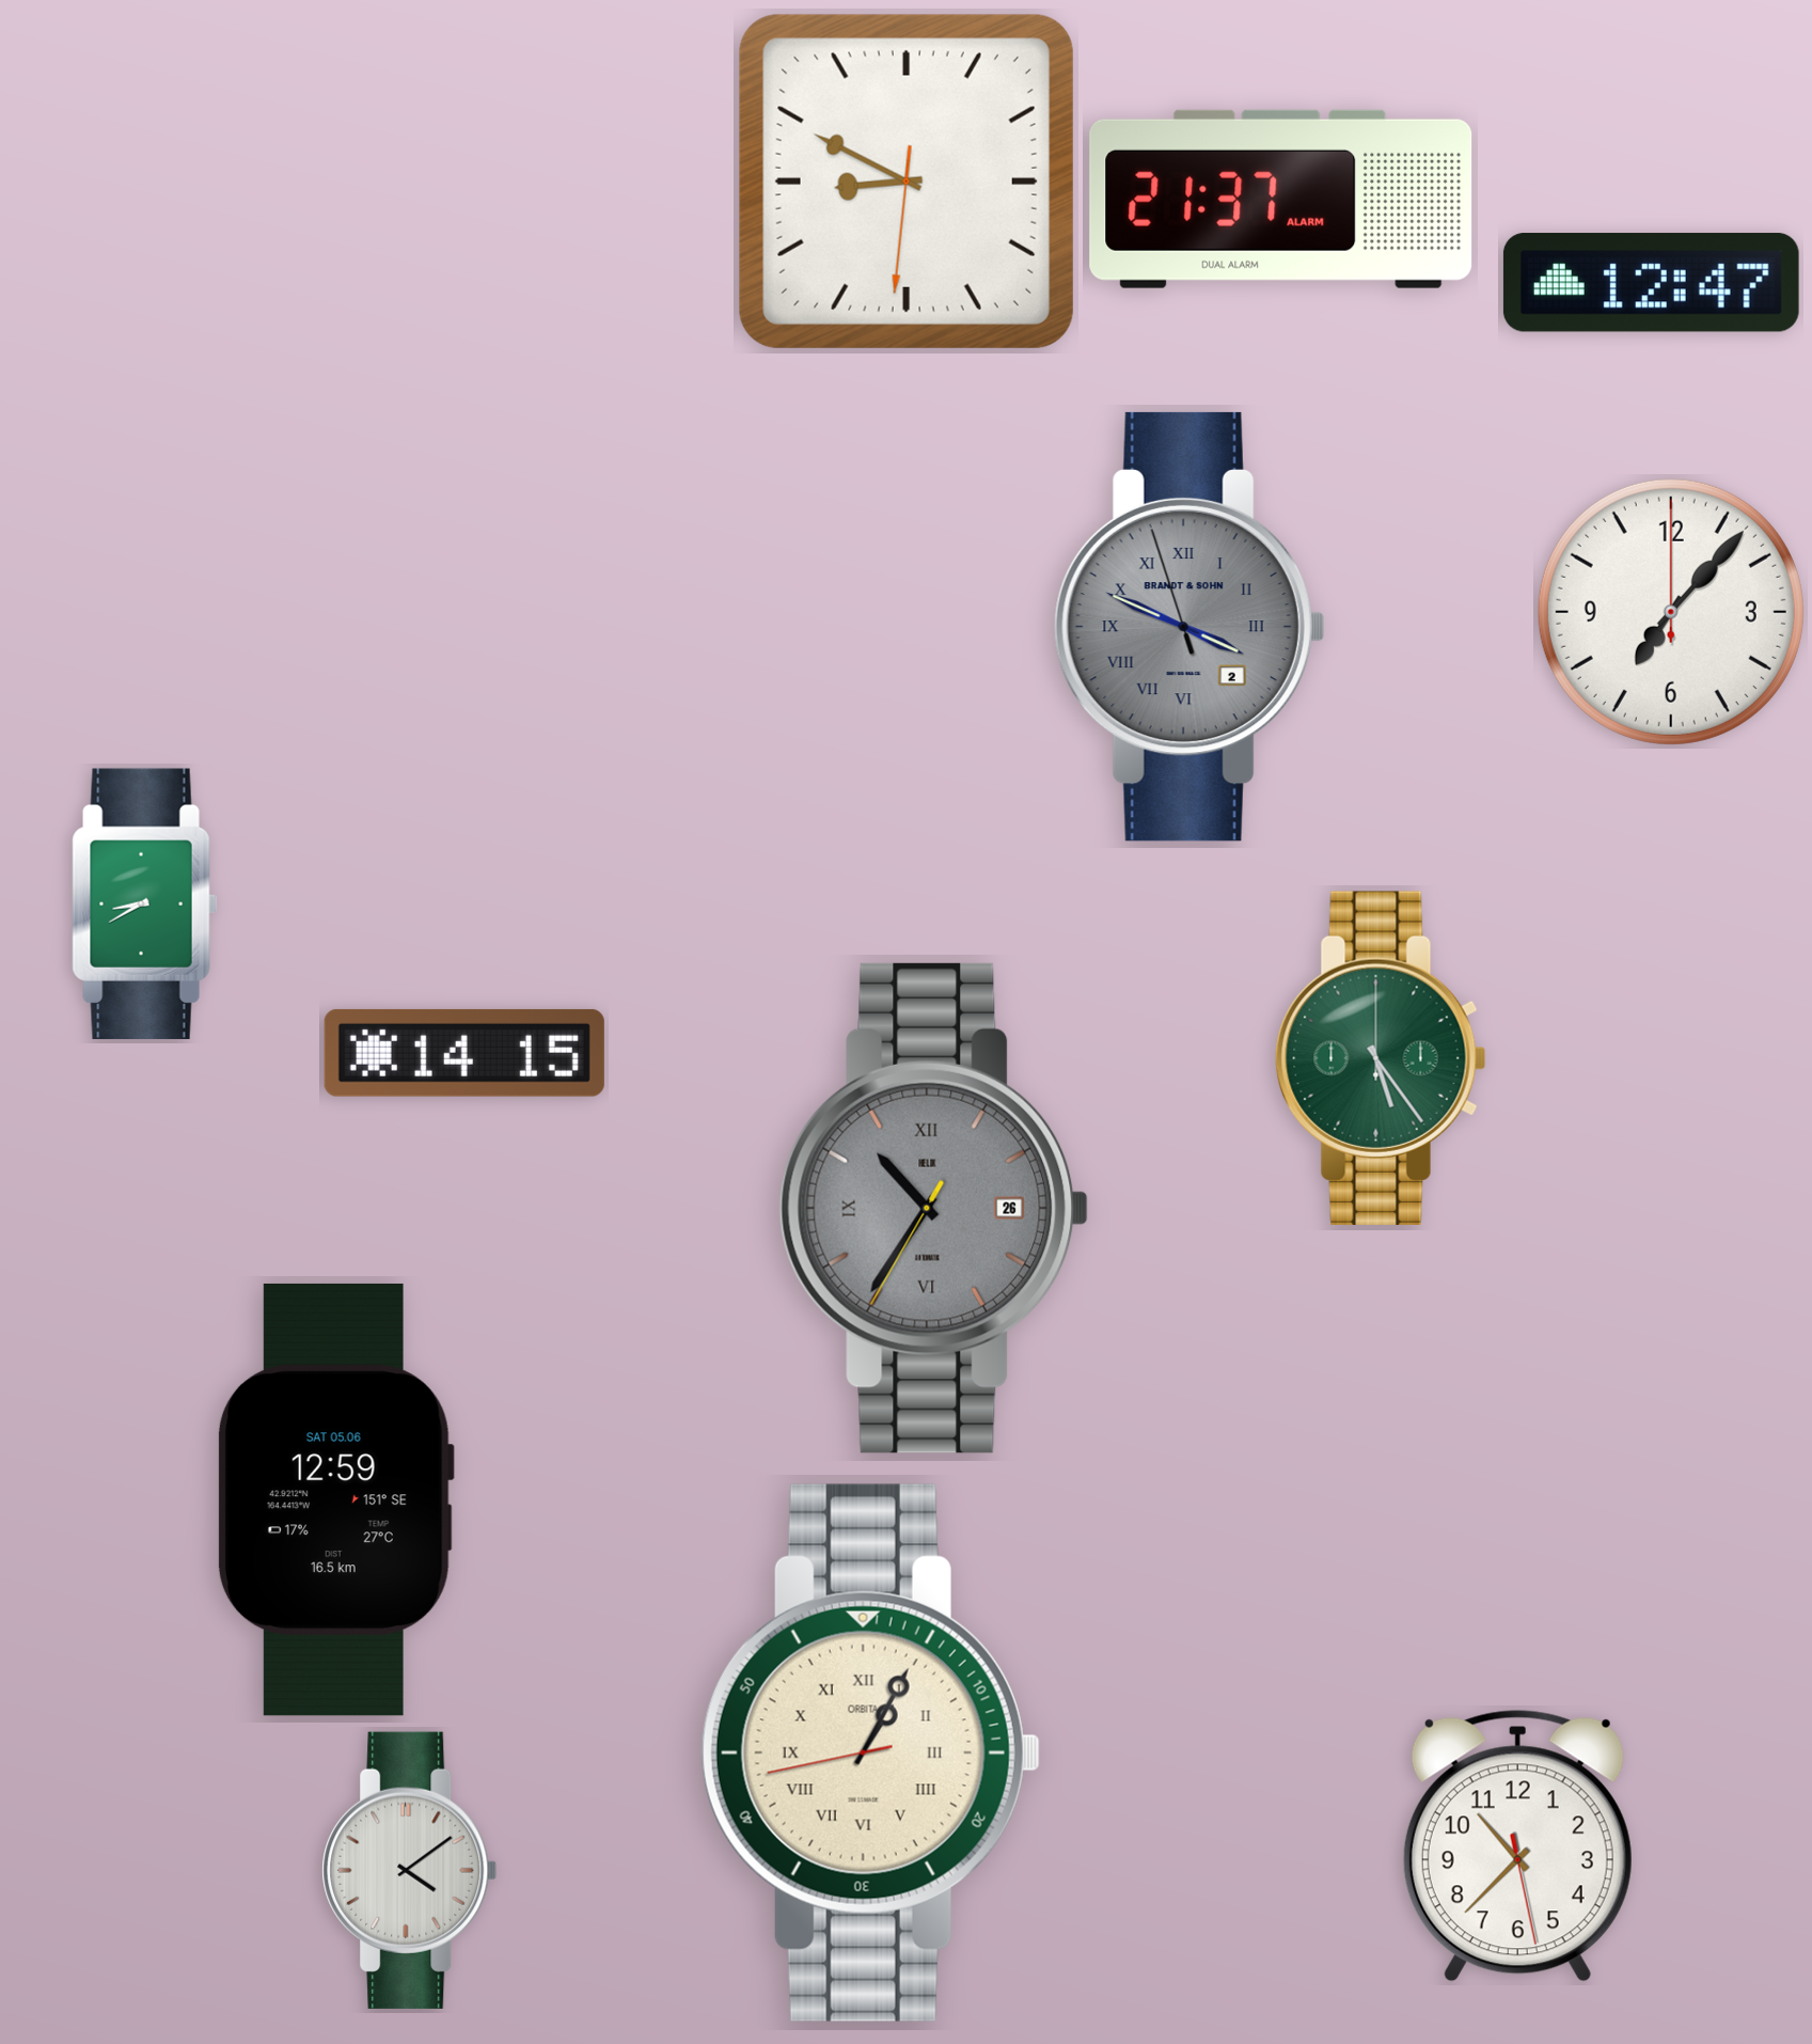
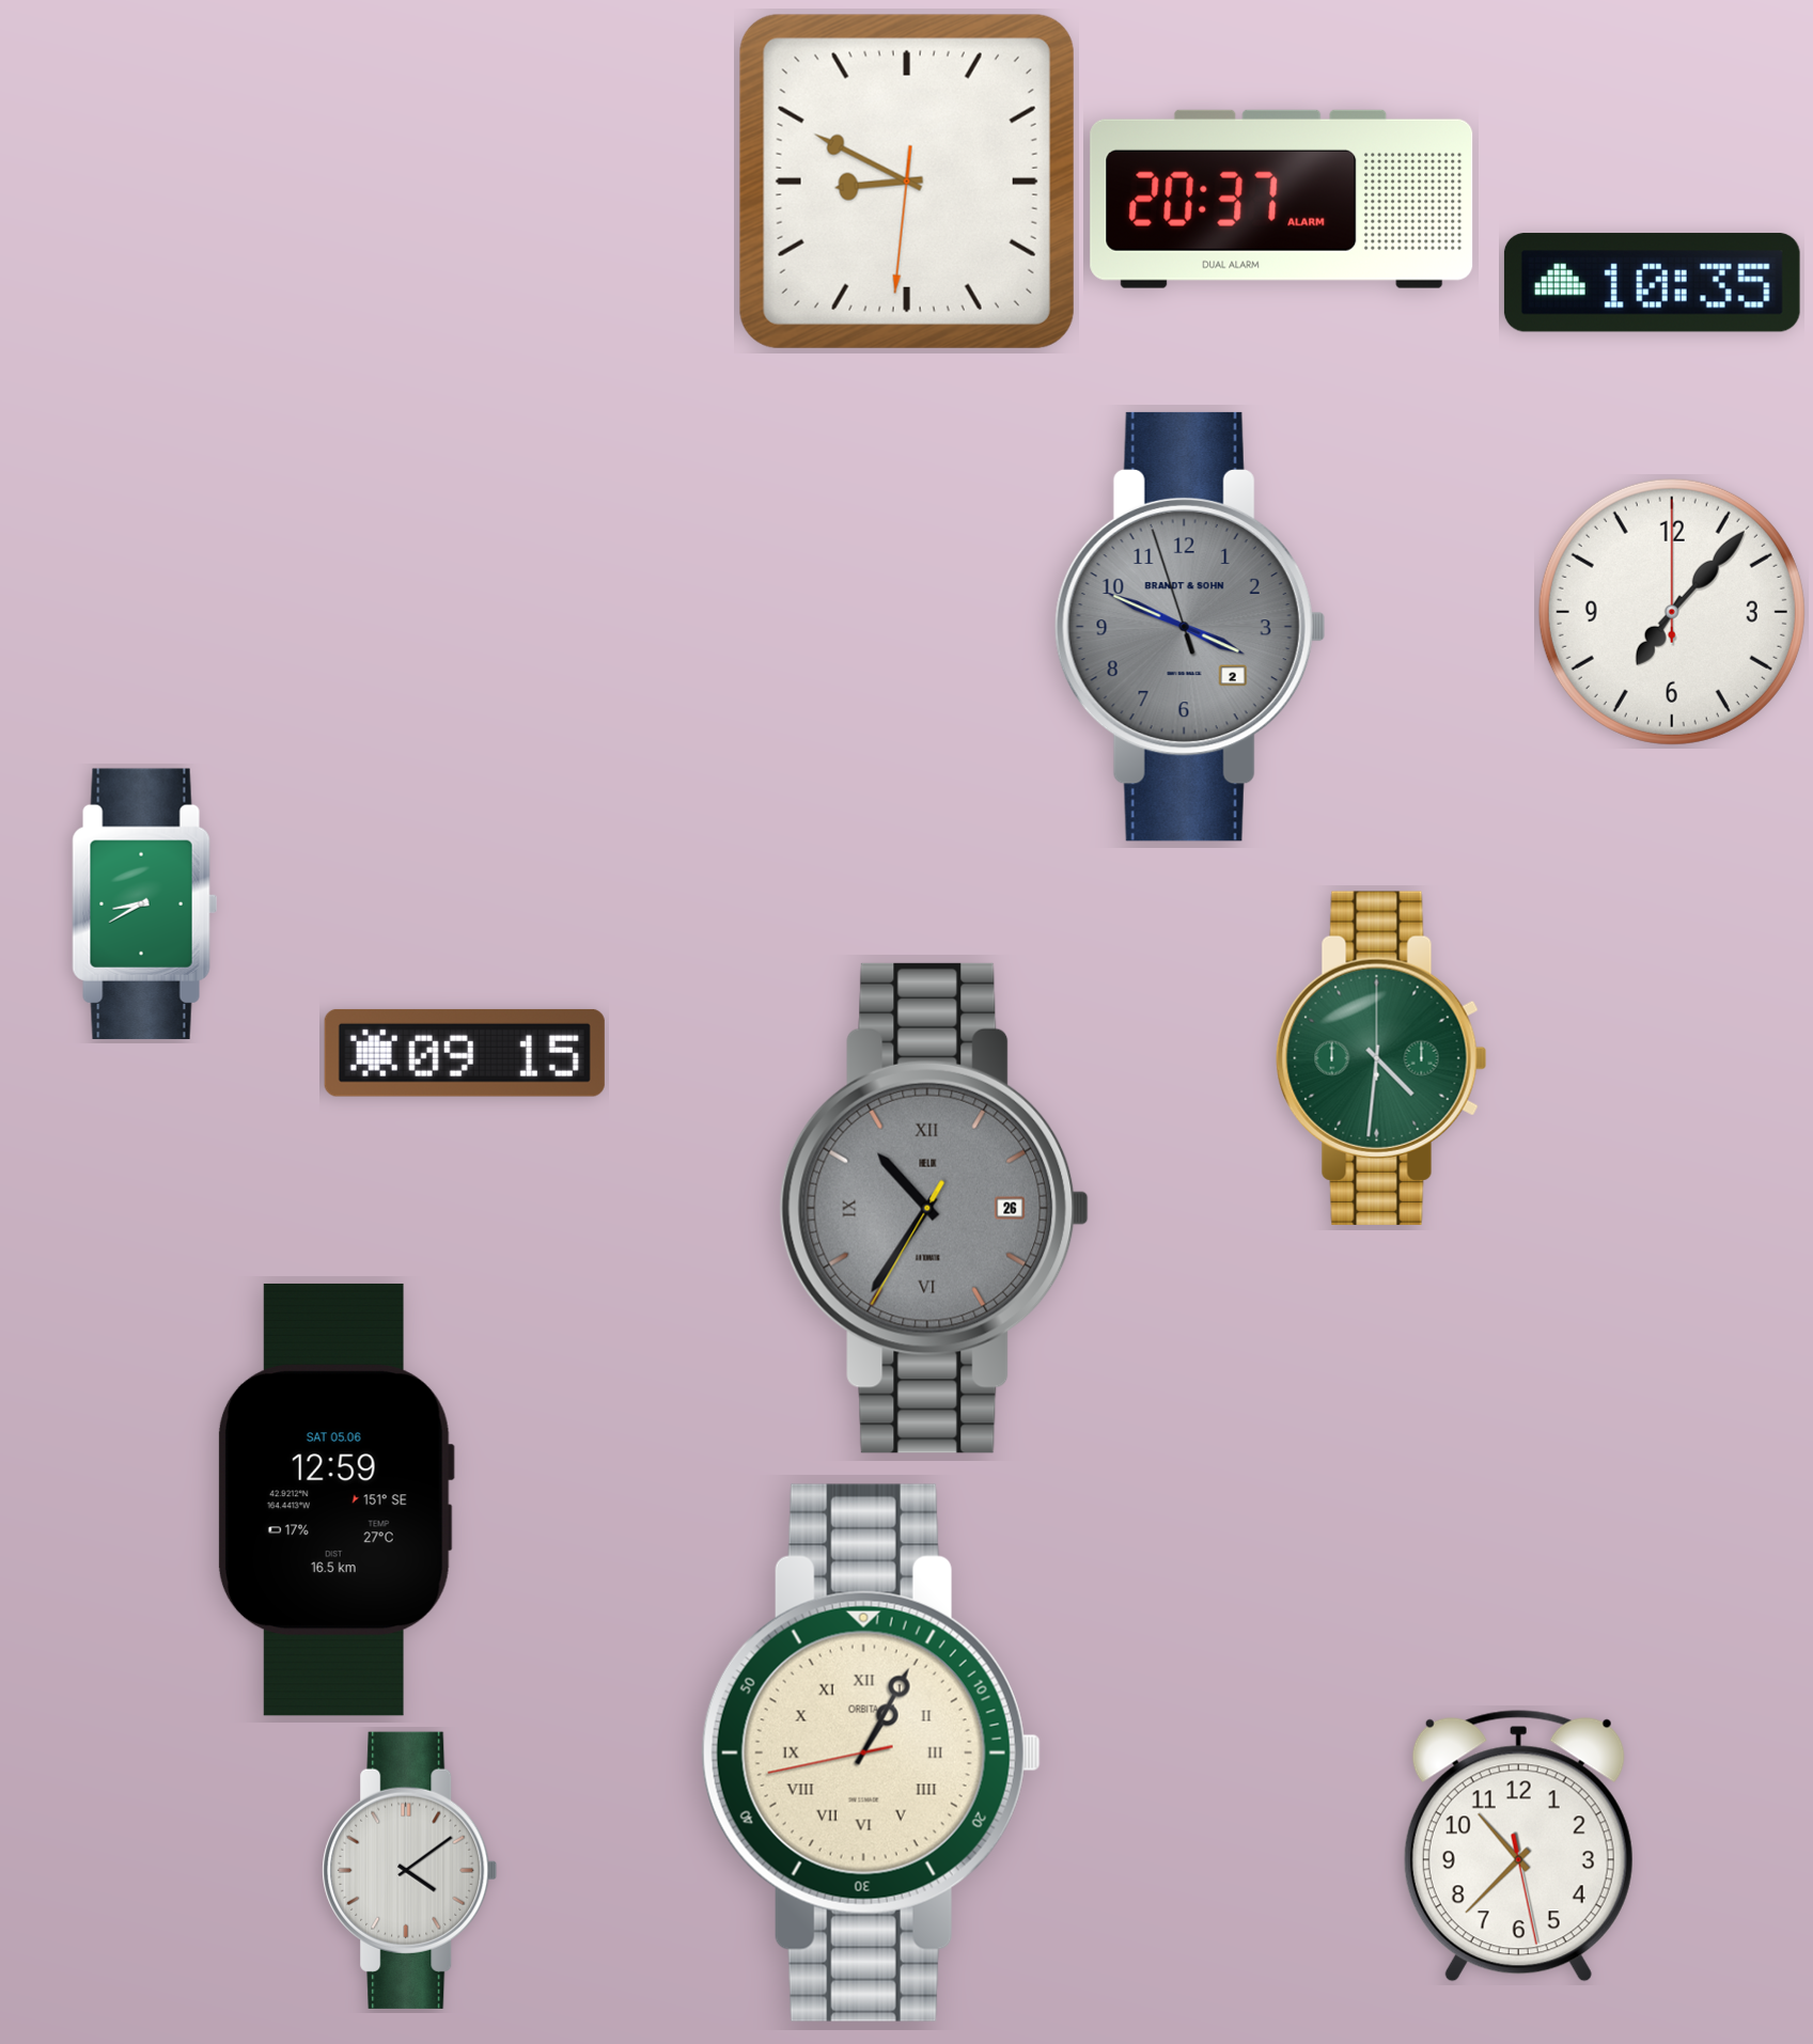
clock at (1281, 199): 21:37 -> 20:37
clock at (1651, 283): 12:47 -> 10:35
clock at (1189, 627) numerals: Roman -> Arabic
clock at (464, 1053): 14:15 -> 09:15
clock at (1381, 1058): 5:24 -> 4:31
